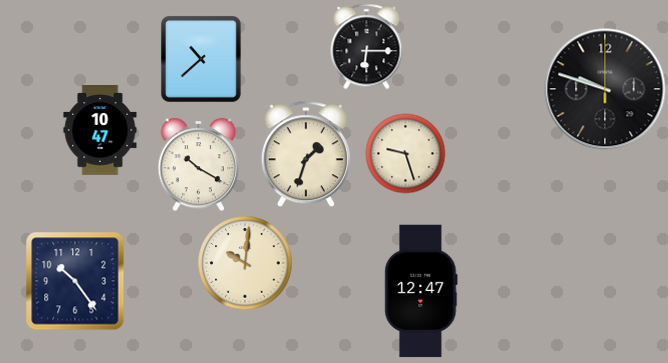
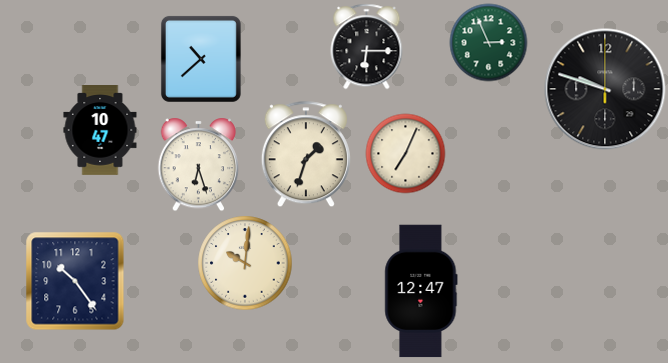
clock at (488, 42): none -> 2:56
clock at (405, 153): 9:27 -> 7:04
clock at (199, 164): 10:20 -> 6:27
